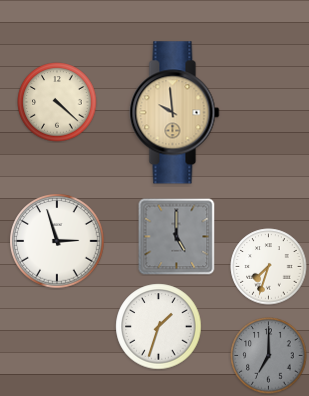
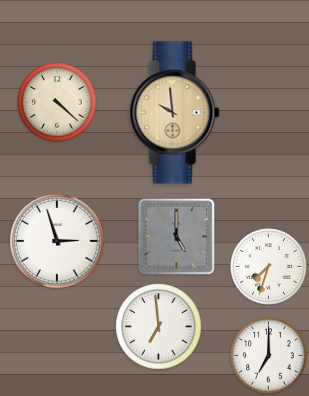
clock at (159, 327): 1:33 -> 6:59
clock at (269, 356) dial: grey -> white
